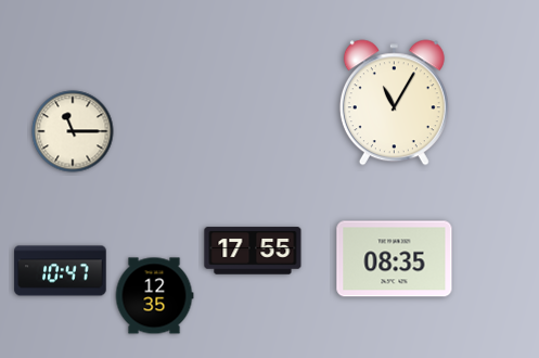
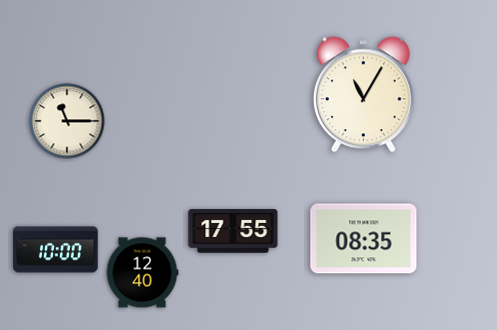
clock at (61, 271): 10:47 -> 10:00
clock at (154, 296): 12:35 -> 12:40
